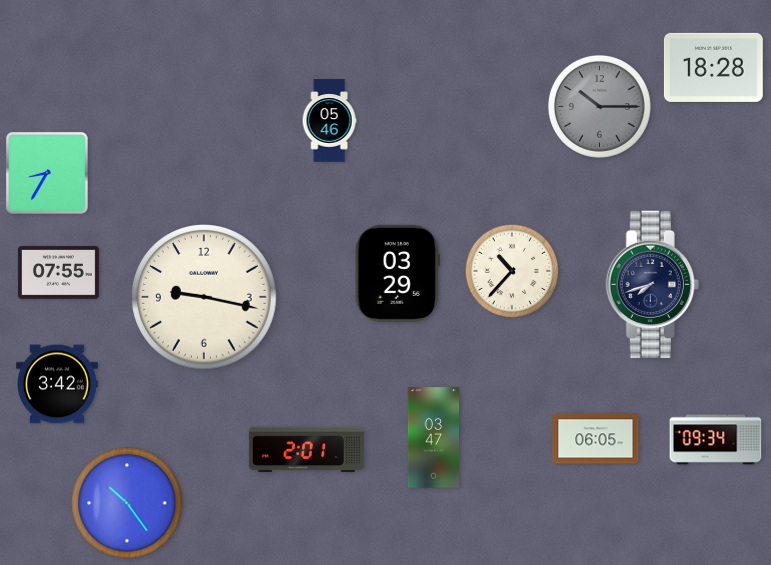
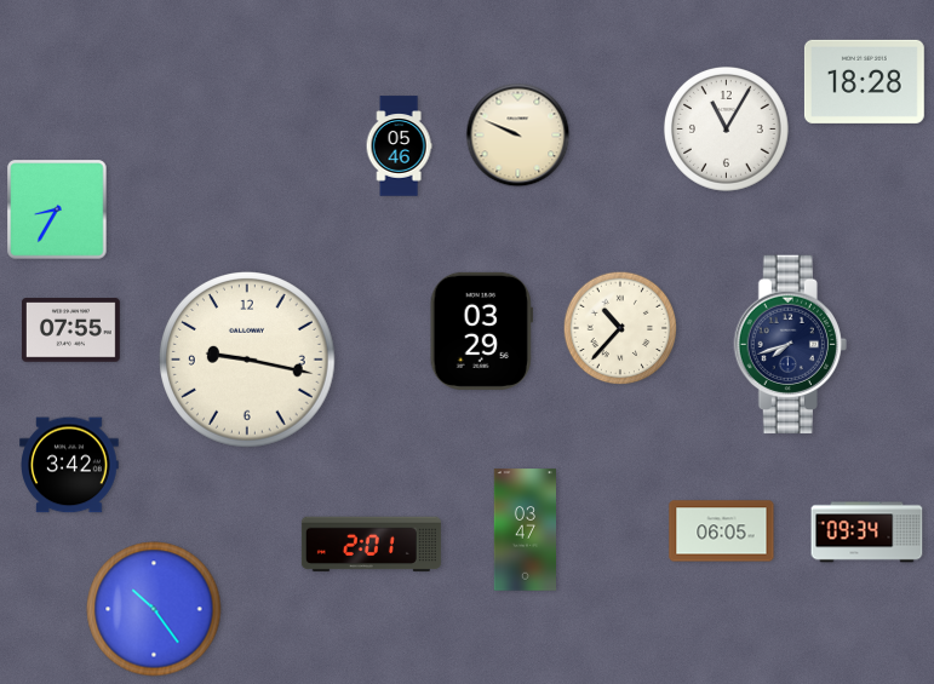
clock at (599, 106): 10:15 -> 11:05
clock at (599, 106) dial: grey -> white
clock at (518, 136): none -> 9:49
